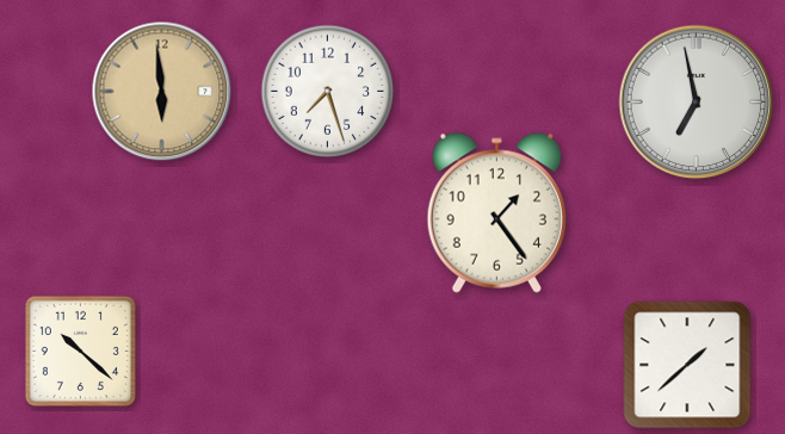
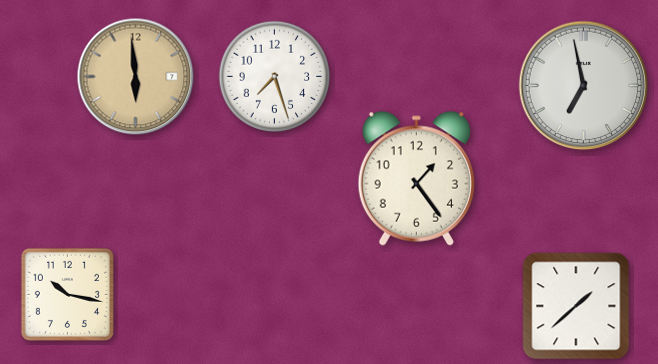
clock at (80, 351): 10:22 -> 10:17
